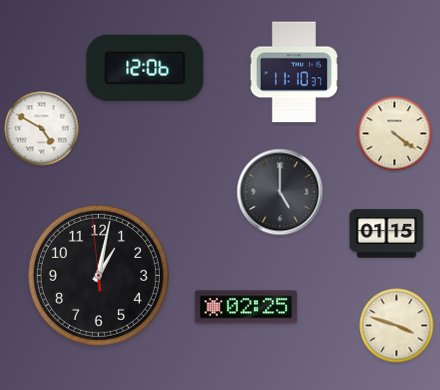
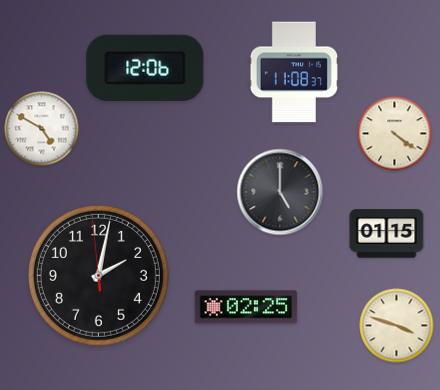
clock at (294, 72): 11:10 -> 11:08
clock at (98, 275): 1:01 -> 2:01
